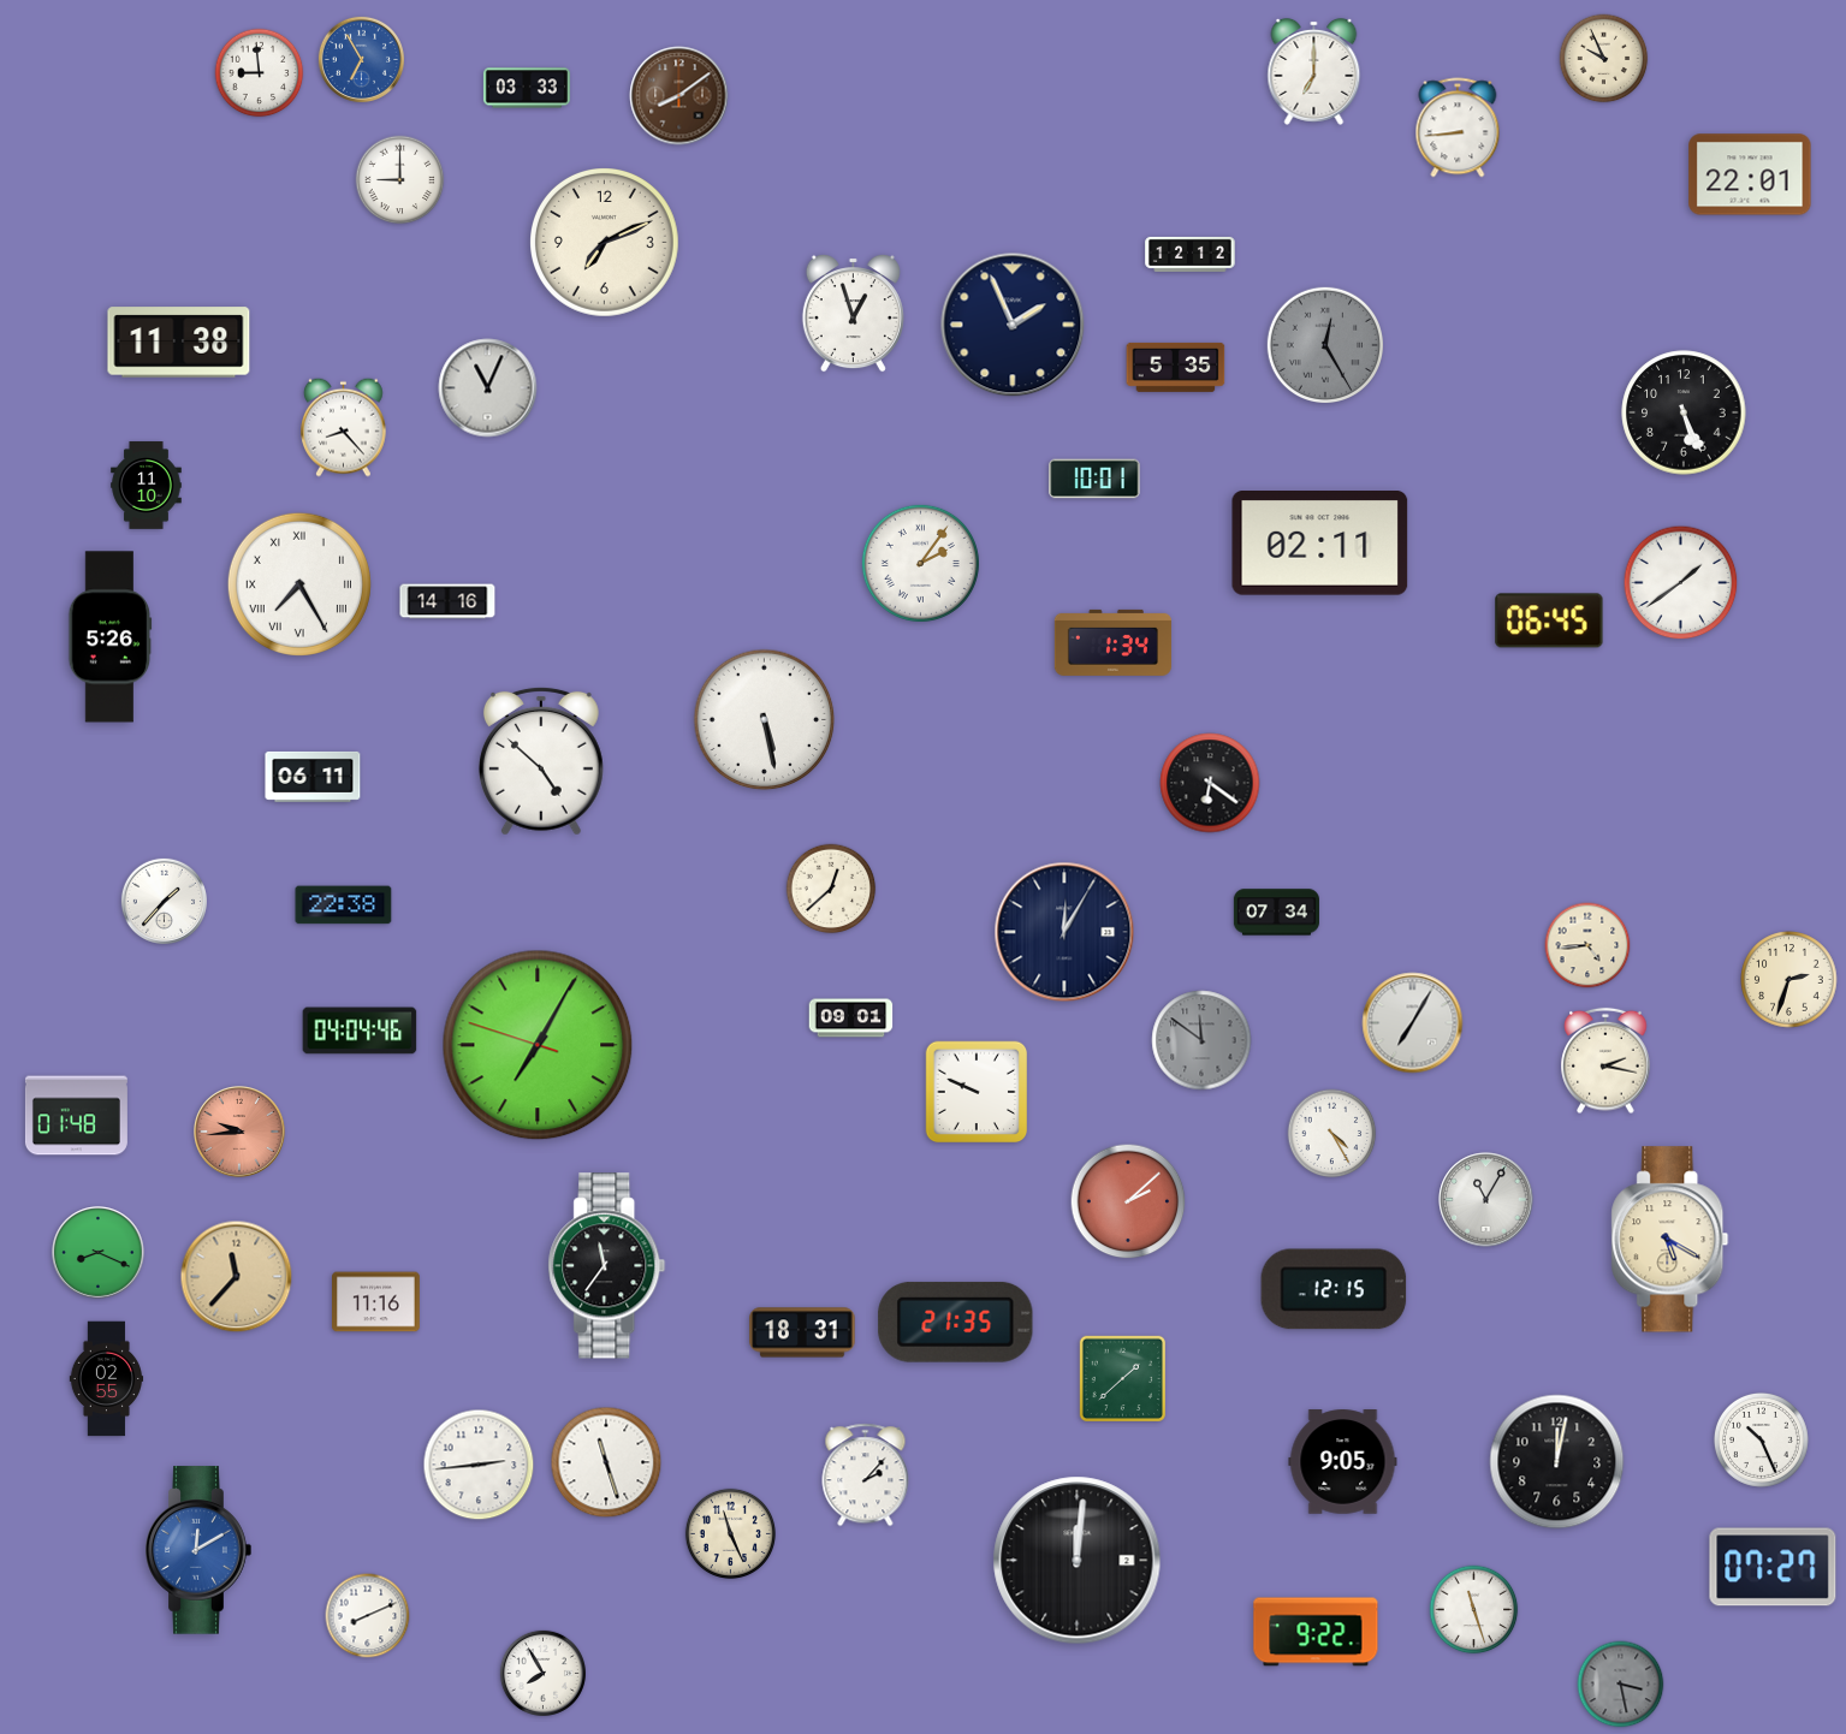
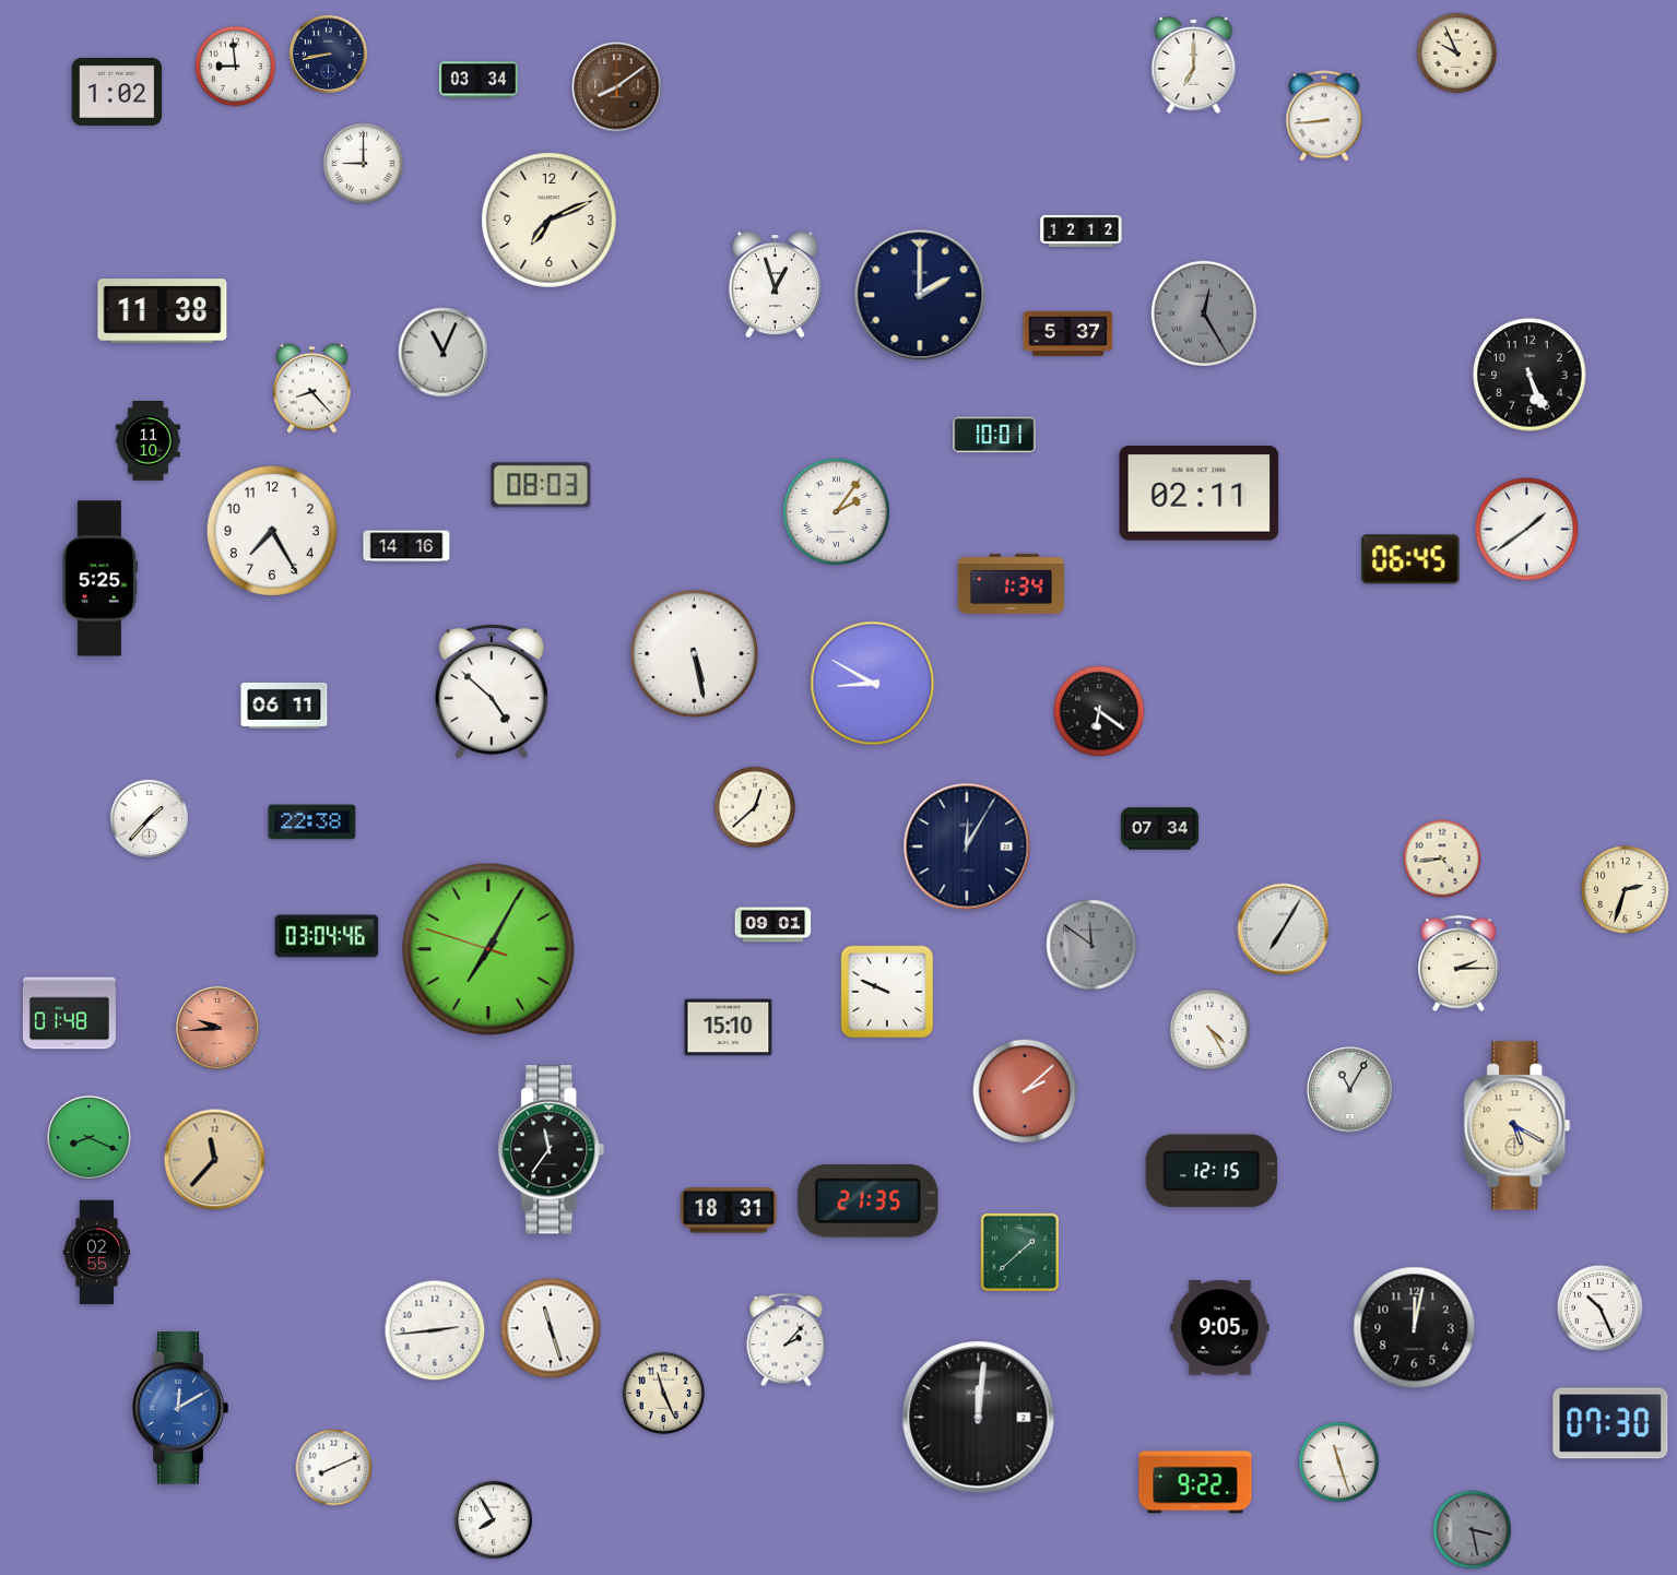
clock at (361, 59): 6:55 -> 8:43
clock at (361, 59) dial: blue -> navy
clock at (527, 88): 03:33 -> 03:34
clock at (117, 92): none -> 1:02
clock at (1750, 174): 22:01 -> none
clock at (1013, 325): 1:56 -> 2:00
clock at (1176, 367): 5:35 -> 5:37
clock at (147, 486) position: (147, 486) -> (149, 441)
clock at (541, 485): none -> 08:03
clock at (299, 584) numerals: Roman -> Arabic
clock at (1549, 620) position: (1549, 620) -> (1410, 559)
clock at (111, 637): 5:26 -> 5:25
clock at (873, 684): none -> 8:50
clock at (360, 1031): 04:04 -> 03:04
clock at (1605, 1061): 2:17 -> 2:15
clock at (729, 1028): none -> 15:10
clock at (376, 1302): 11:16 -> none
clock at (1773, 1567): 07:27 -> 07:30
